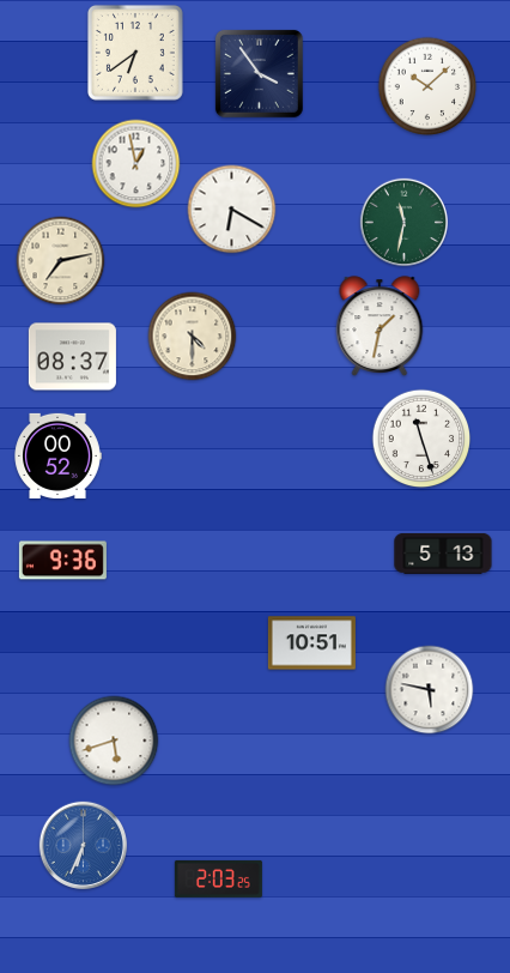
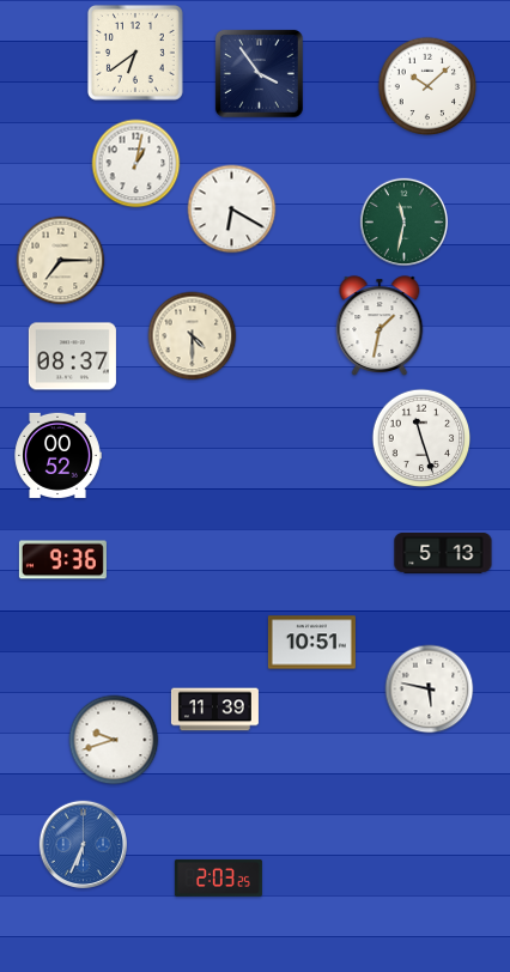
clock at (136, 164): 12:58 -> 1:02
clock at (61, 261): 7:13 -> 7:15
clock at (214, 710): none -> 11:39
clock at (114, 741): 5:42 -> 9:42
